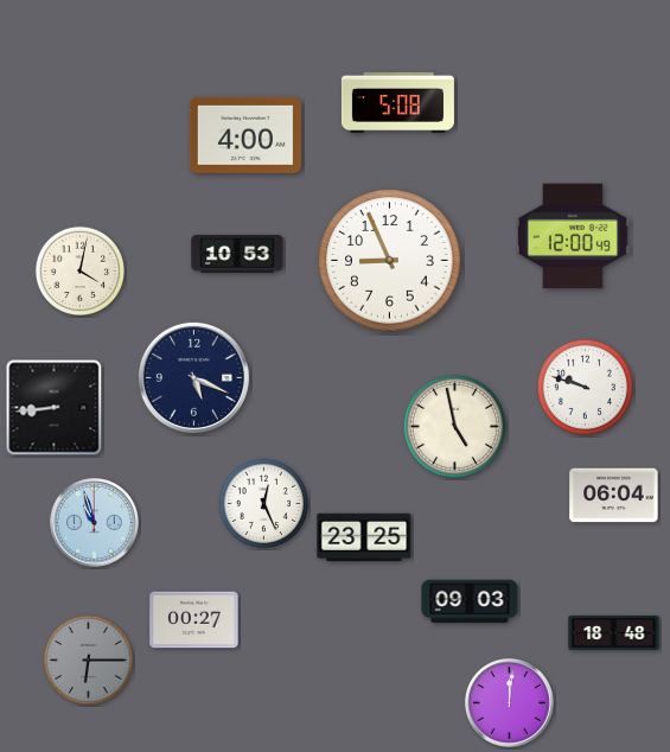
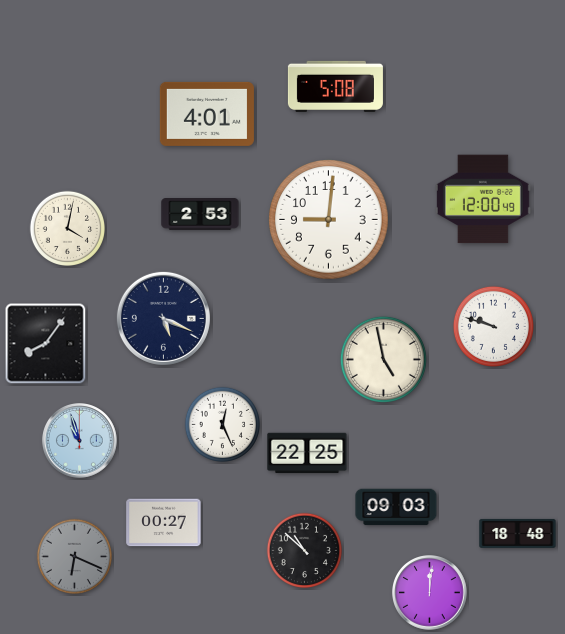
clock at (245, 135): 4:00 -> 4:01
clock at (237, 255): 10:53 -> 2:53
clock at (390, 261): 8:56 -> 9:01
clock at (55, 408): 8:44 -> 8:06
clock at (614, 496): 06:04 -> none
clock at (364, 537): 23:25 -> 22:25
clock at (304, 550): none -> 10:52
clock at (88, 659): 6:15 -> 6:19
